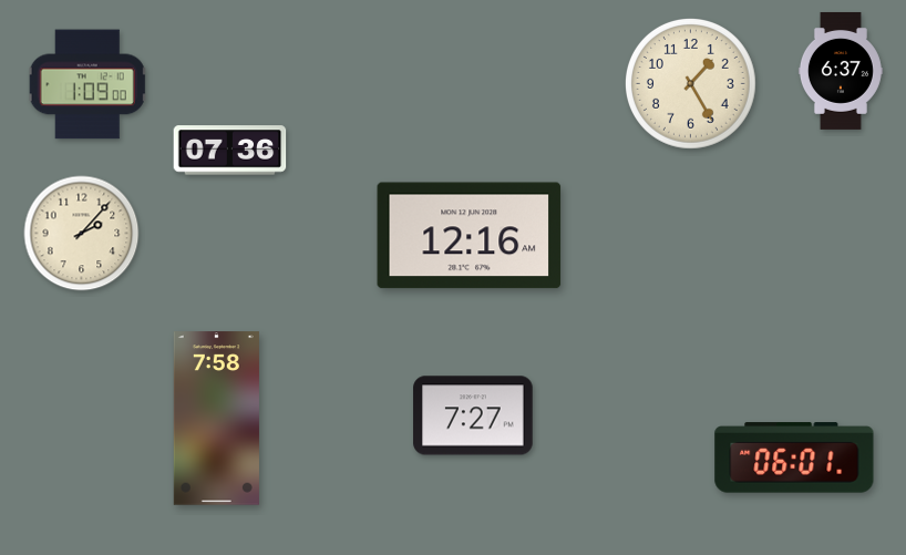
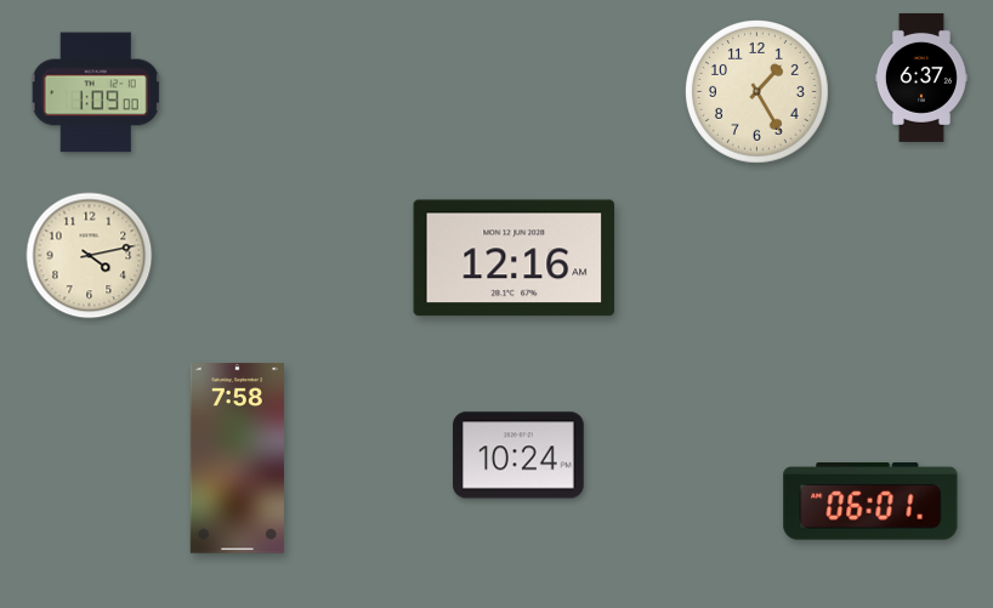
clock at (230, 151): 07:36 -> none
clock at (82, 234): 2:07 -> 4:13
clock at (473, 415): 7:27 -> 10:24
